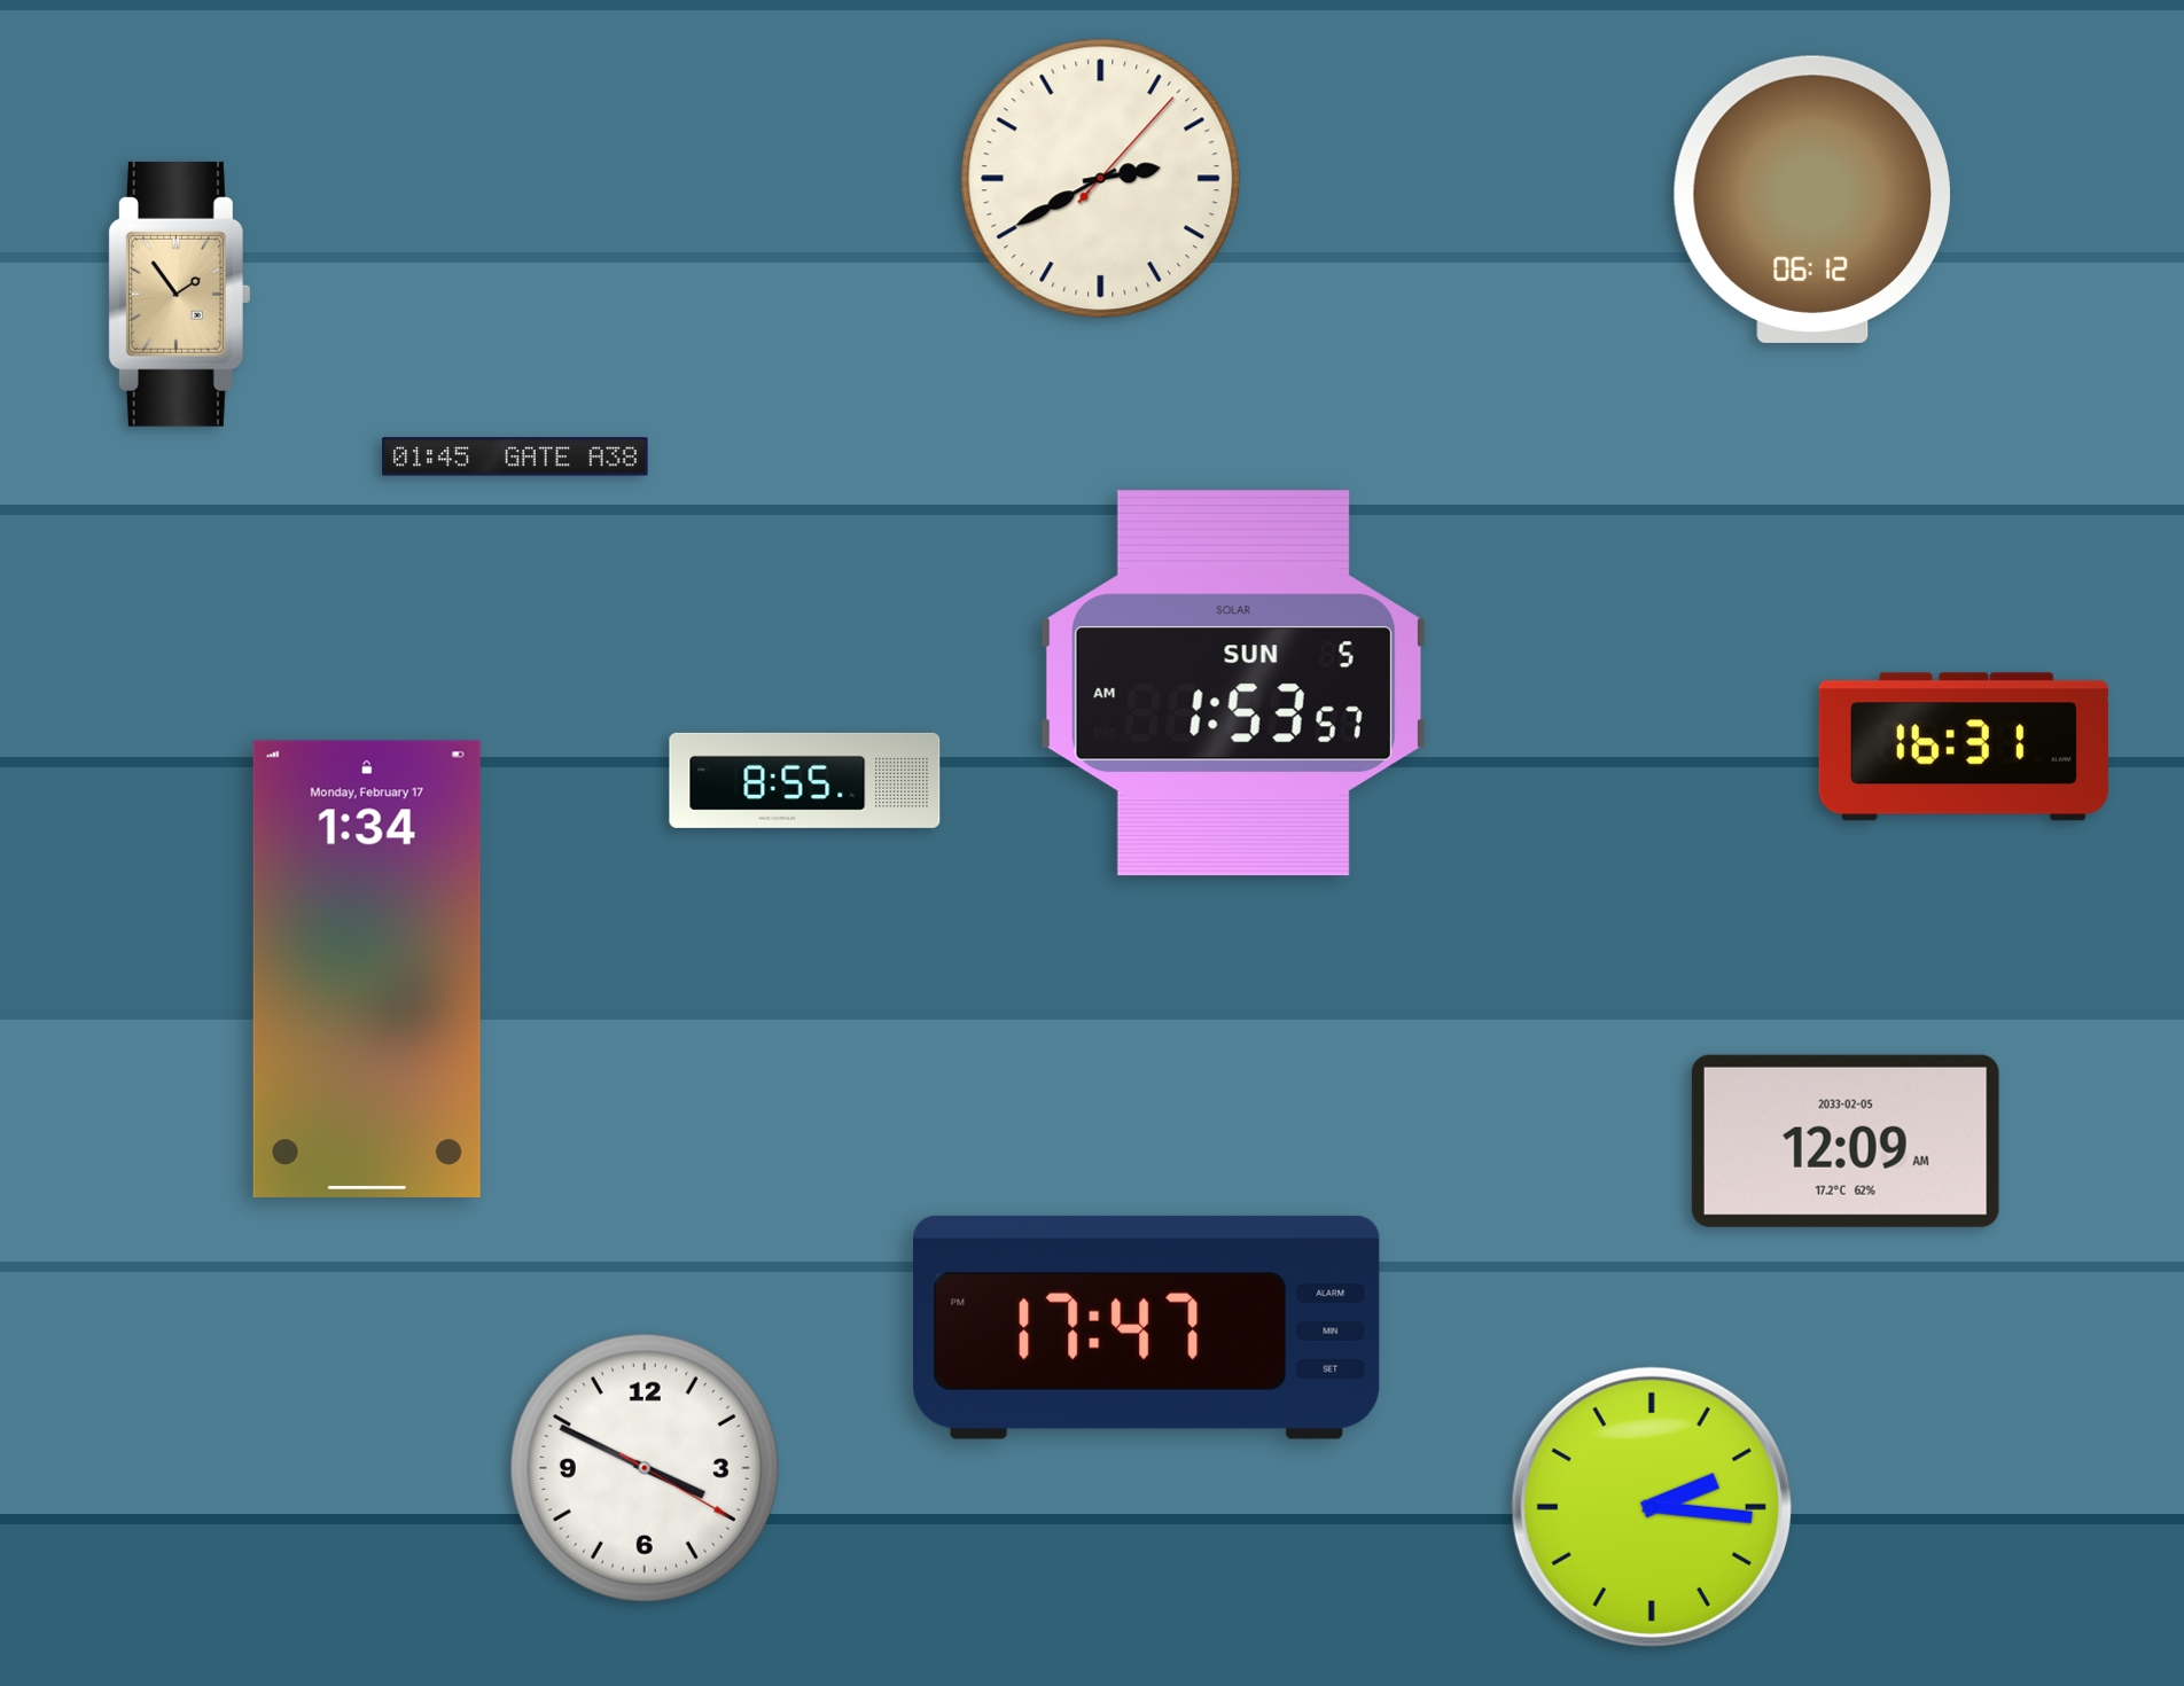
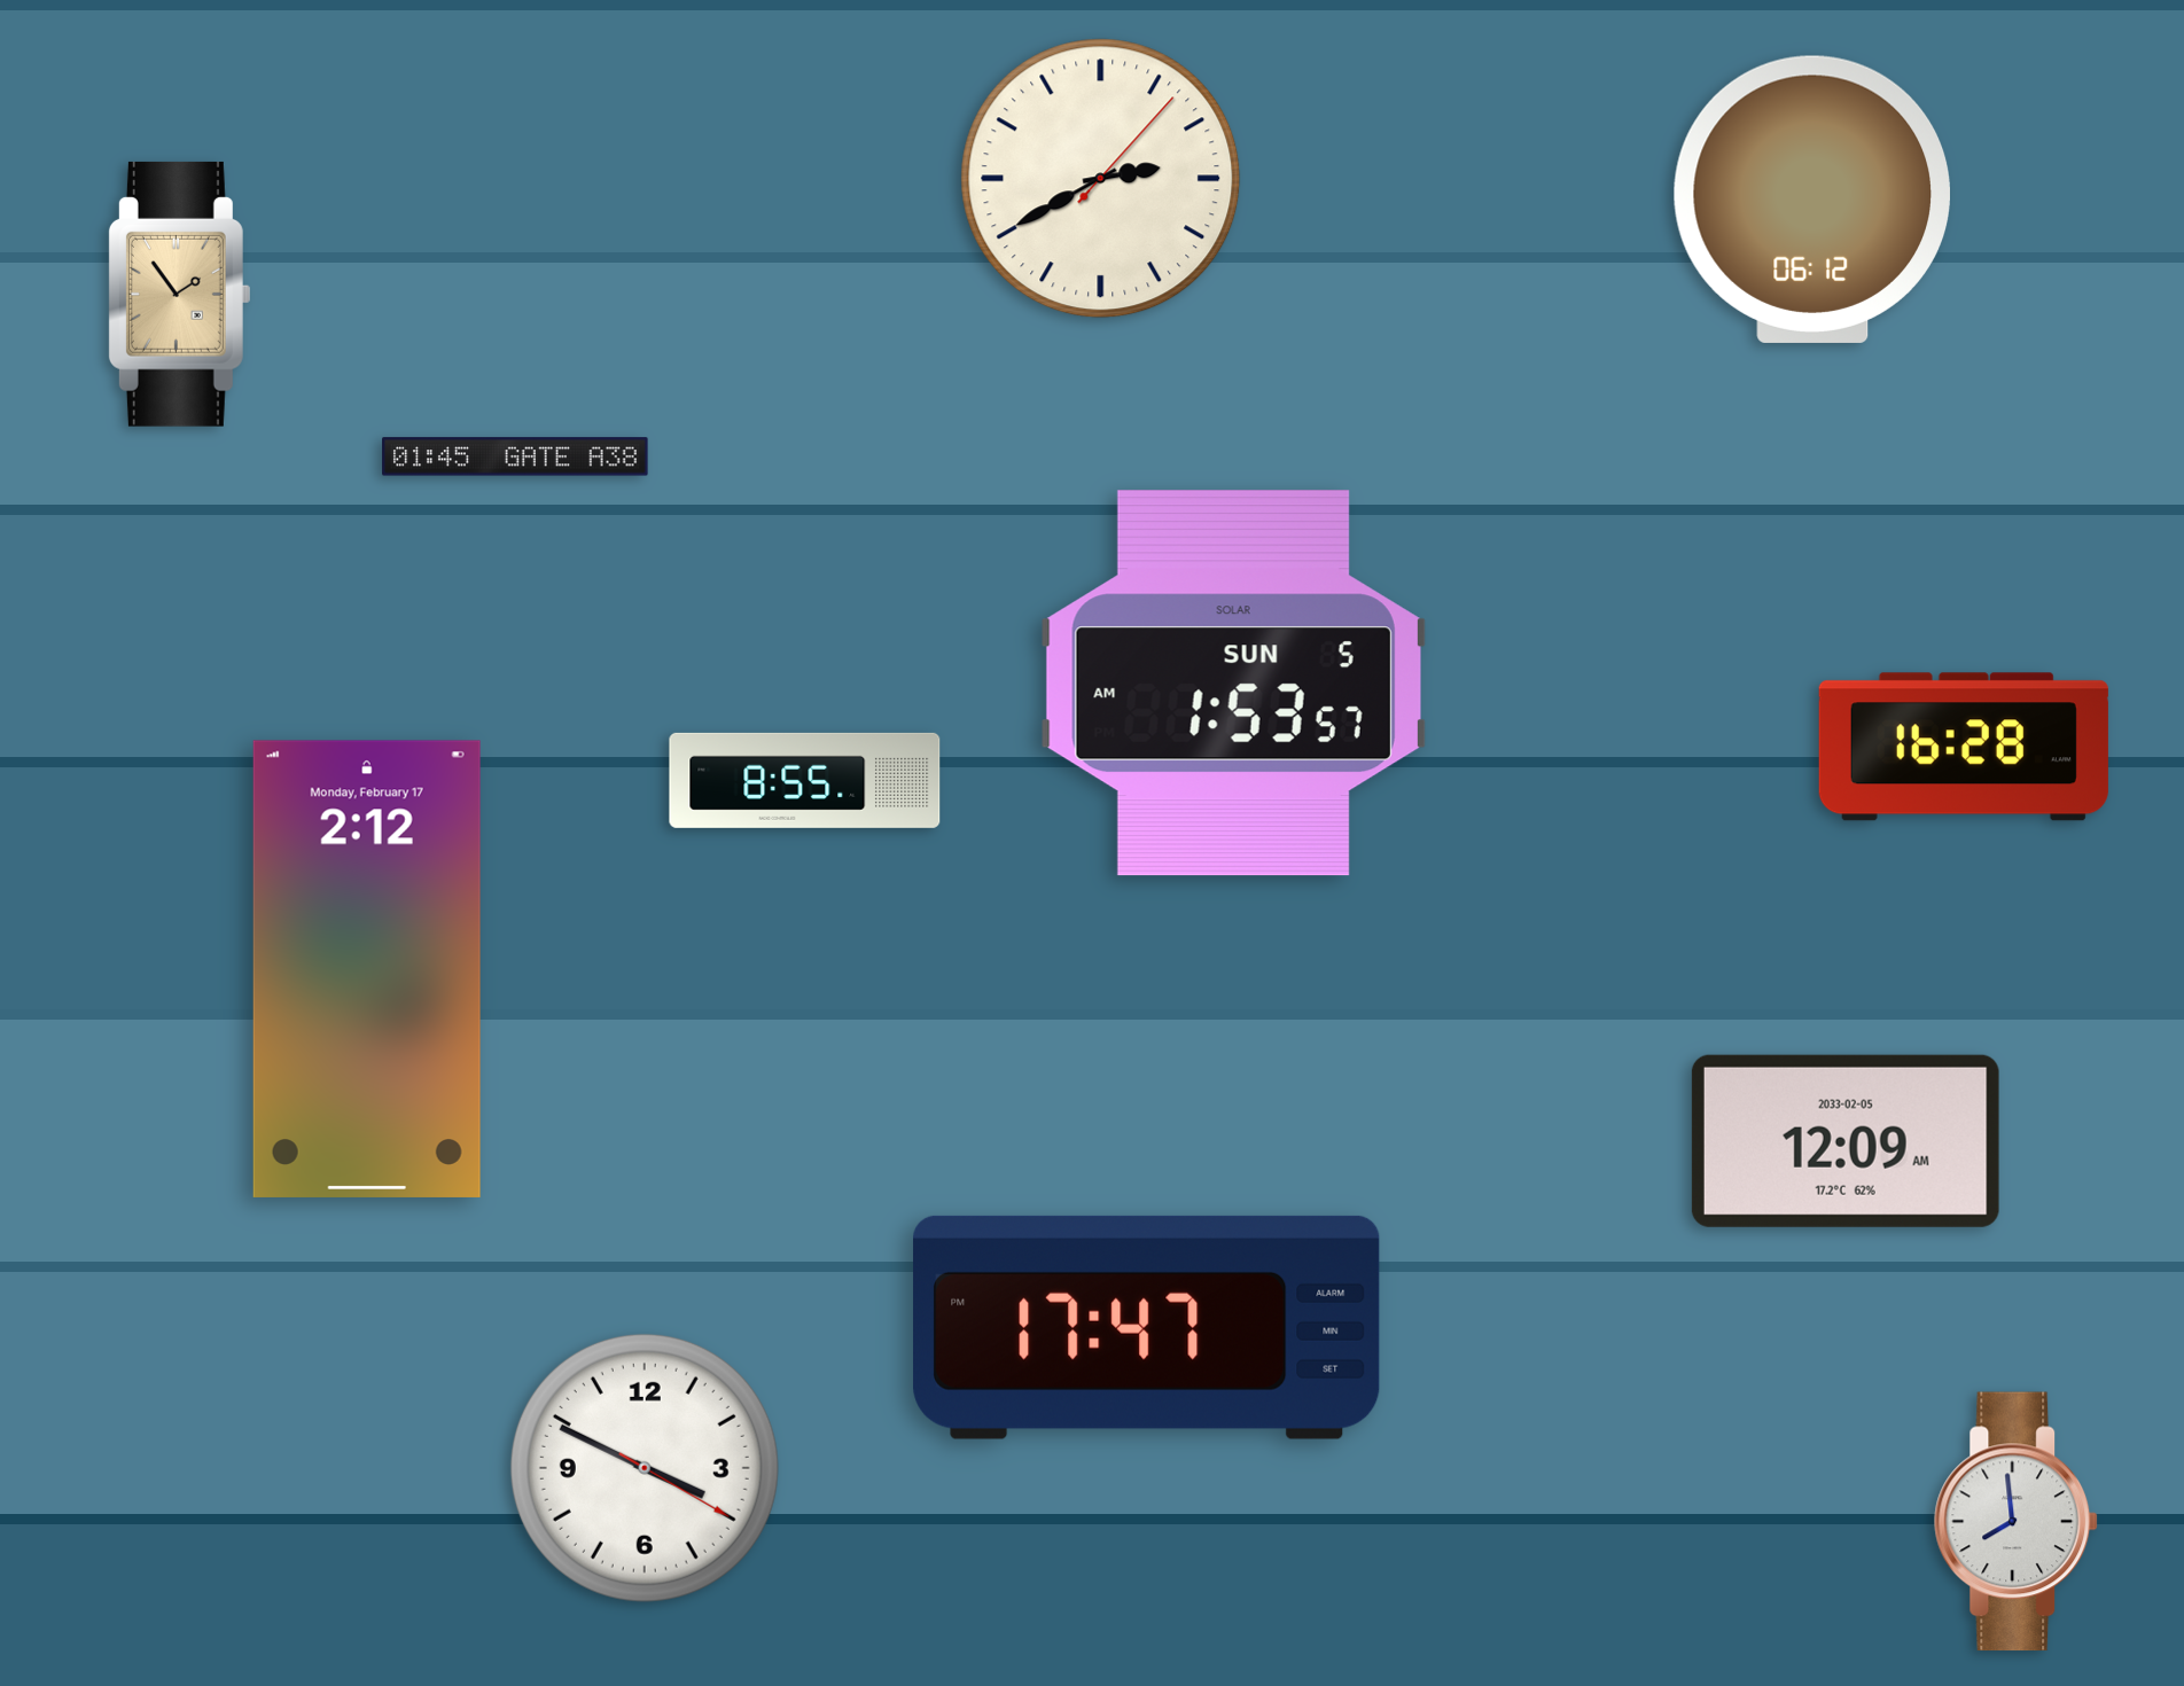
clock at (1964, 747): 16:31 -> 16:28
clock at (367, 969): 1:34 -> 2:12
clock at (1652, 1507): 2:16 -> none
clock at (2017, 1522): none -> 7:59
